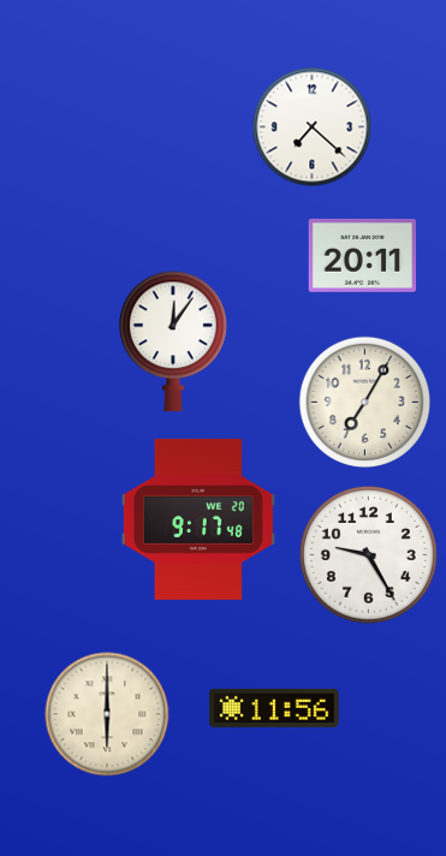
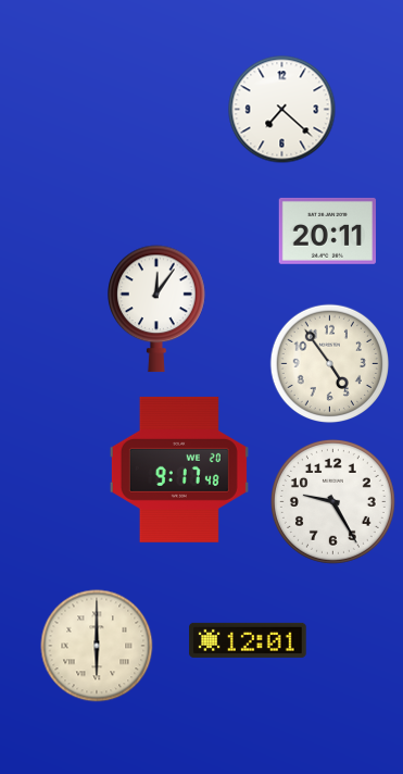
clock at (313, 127) position: (313, 127) -> (282, 110)
clock at (365, 403): 7:05 -> 4:54
clock at (274, 708): 11:56 -> 12:01
